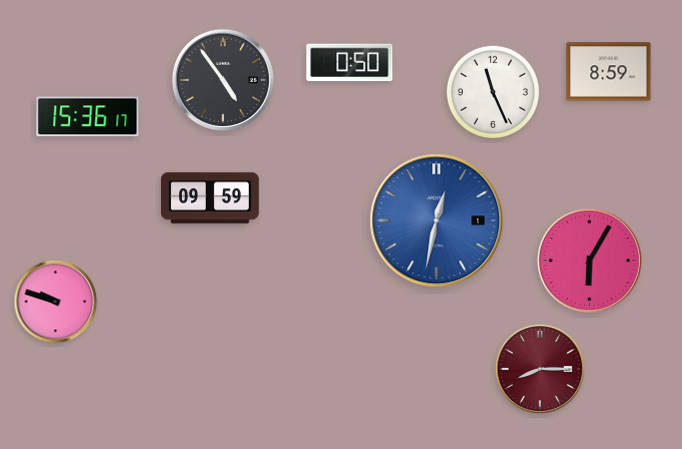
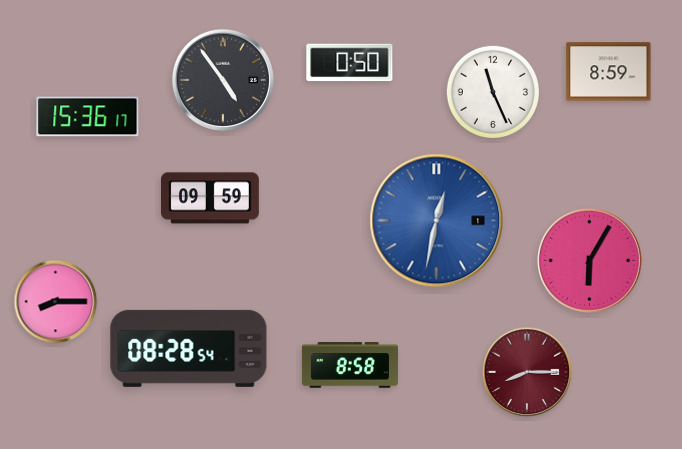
clock at (56, 302): 9:48 -> 8:15
clock at (189, 348): none -> 08:28
clock at (350, 365): none -> 8:58
clock at (540, 369) position: (540, 369) -> (527, 372)
